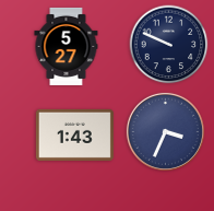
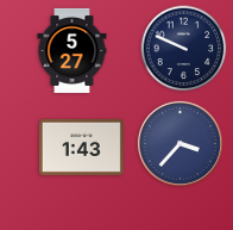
clock at (165, 131): 3:34 -> 3:37
